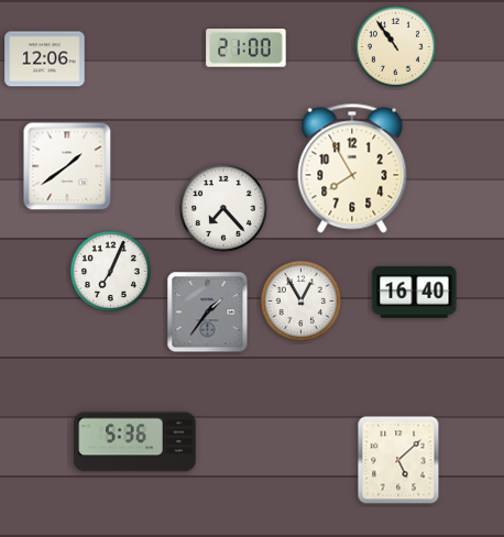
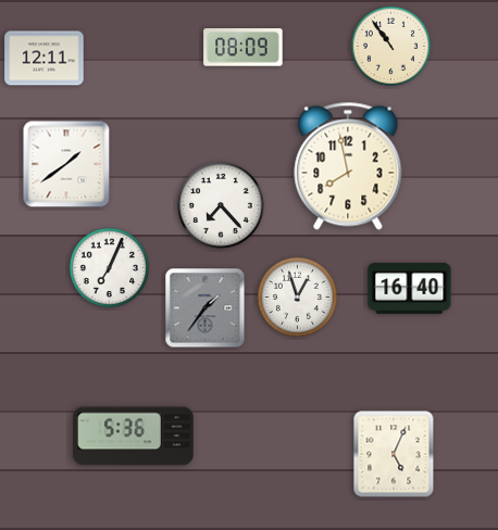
clock at (246, 48): 21:00 -> 08:09
clock at (45, 59): 12:06 -> 12:11
clock at (352, 168): 7:55 -> 7:58
clock at (300, 300): 12:55 -> 12:57
clock at (398, 460): 5:08 -> 5:04
